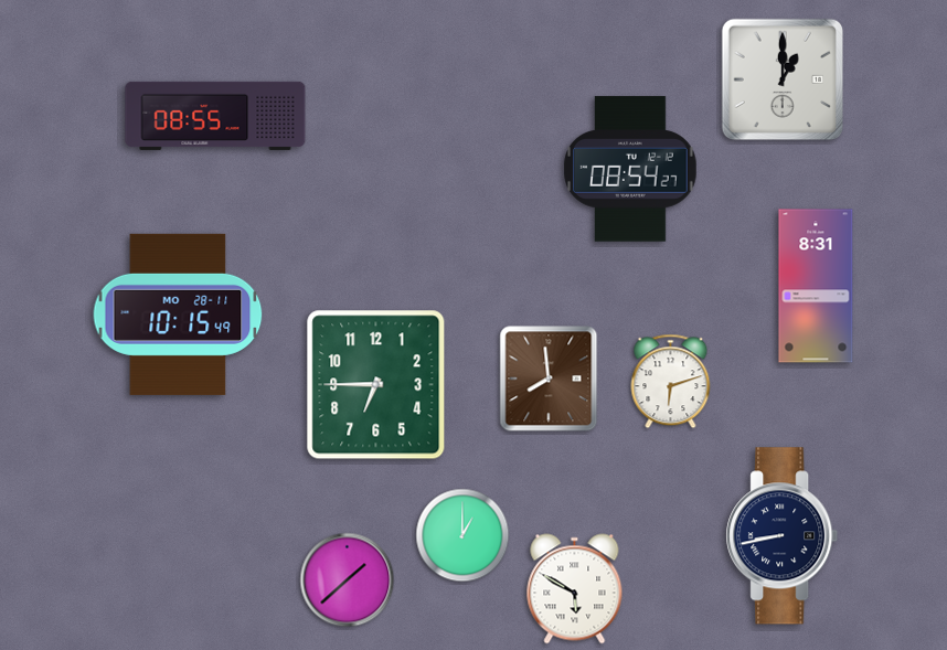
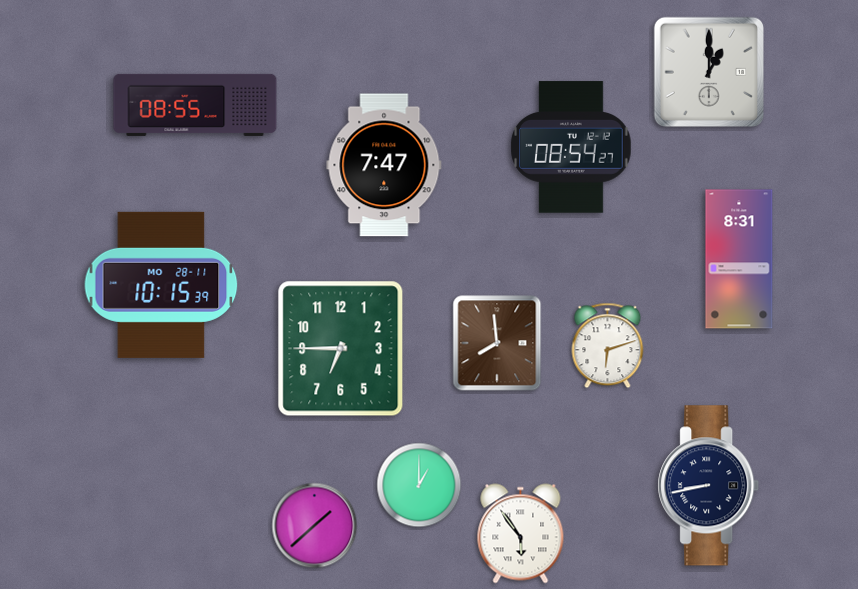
clock at (630, 169) position: (630, 169) -> (571, 147)
clock at (384, 165): none -> 7:47
clock at (178, 315): 10:15:49 -> 10:15:39
clock at (575, 589): 5:50 -> 5:54
